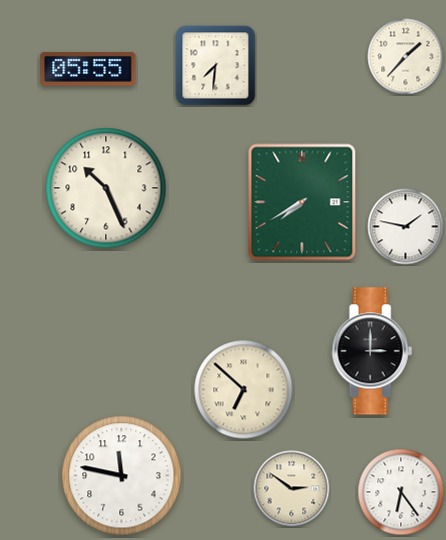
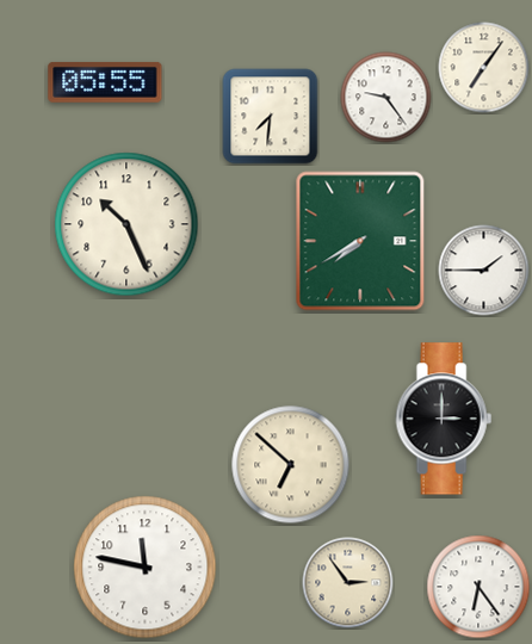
clock at (406, 57): 1:37 -> 7:06
clock at (216, 66) position: (216, 66) -> (271, 117)
clock at (386, 98): none -> 9:24
clock at (406, 227): 1:47 -> 1:45
clock at (292, 489): 2:51 -> 2:54
